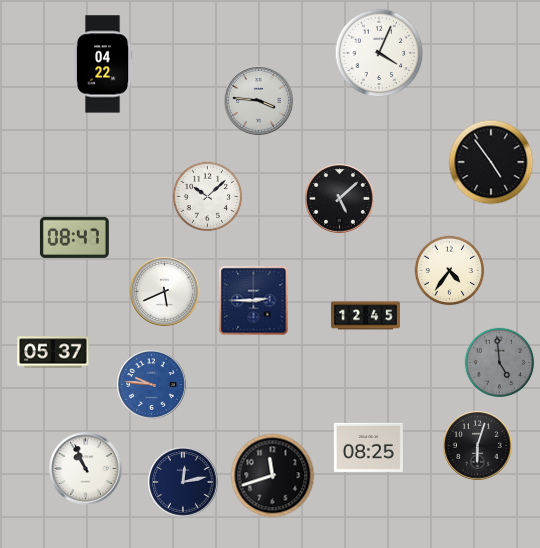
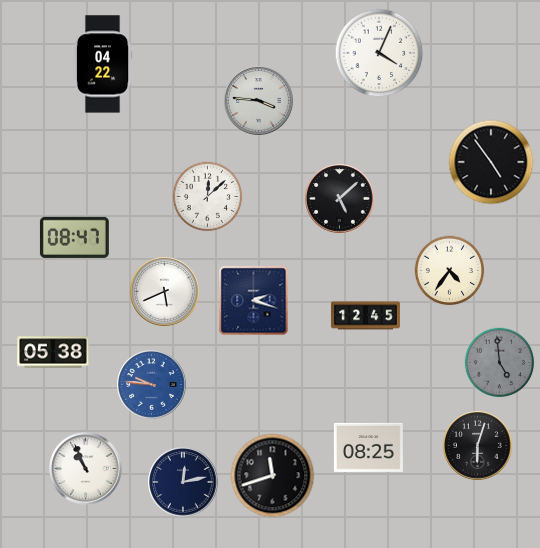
clock at (208, 197): 10:08 -> 12:08
clock at (254, 301): 2:45 -> 2:18
clock at (53, 352): 05:37 -> 05:38
